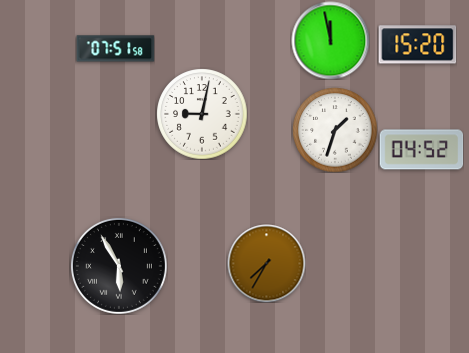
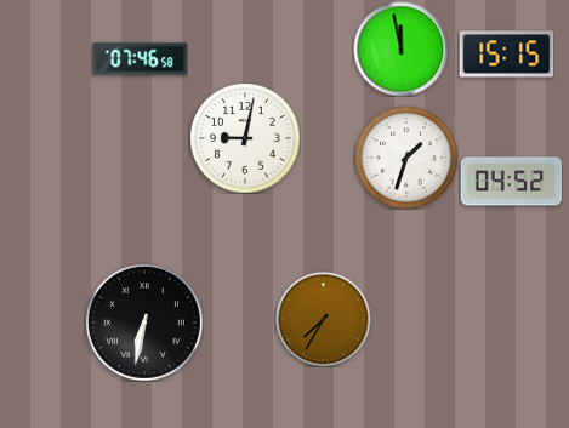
clock at (417, 45): 15:20 -> 15:15
clock at (115, 49): 07:51 -> 07:46
clock at (119, 266): 5:55 -> 6:32
